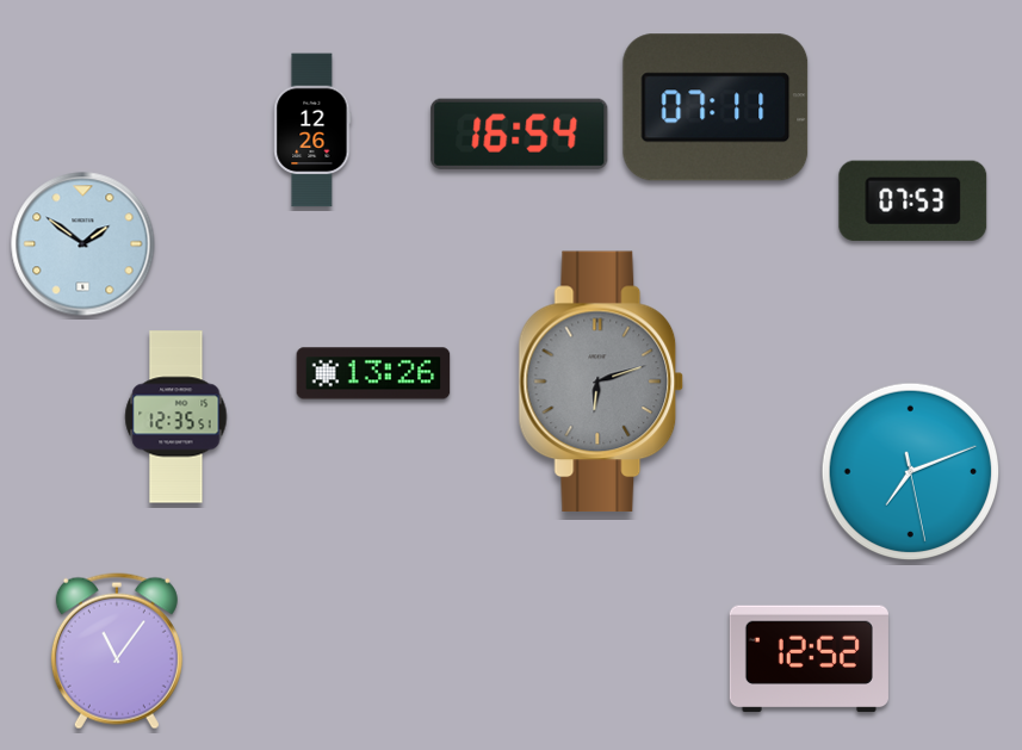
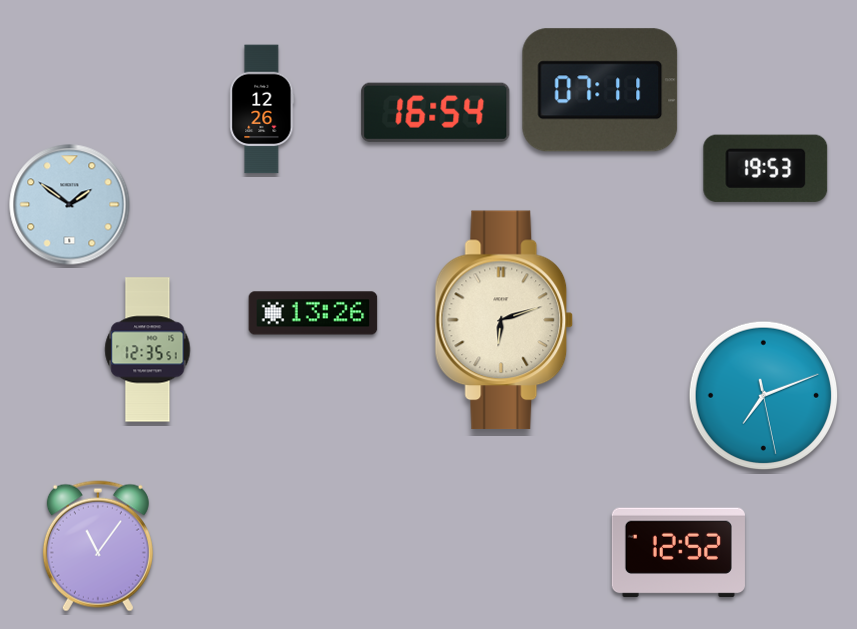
clock at (913, 200): 07:53 -> 19:53
clock at (601, 382) dial: grey -> cream
